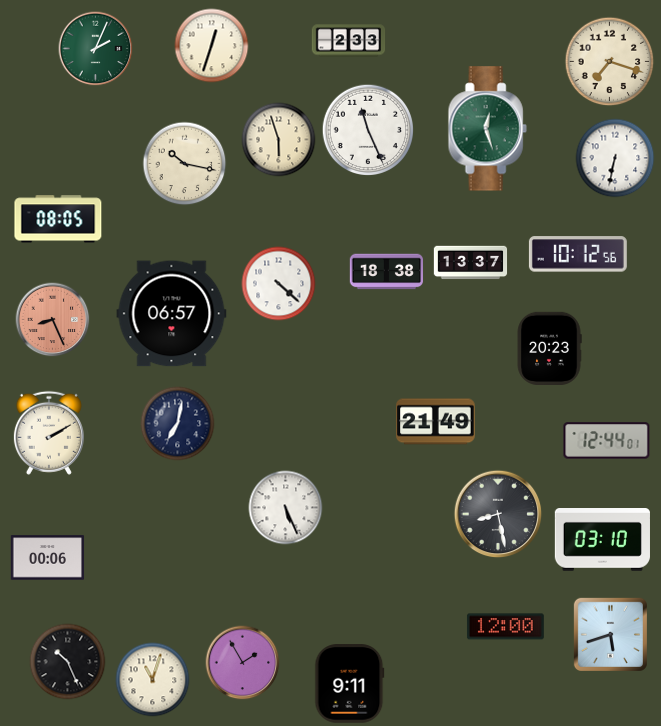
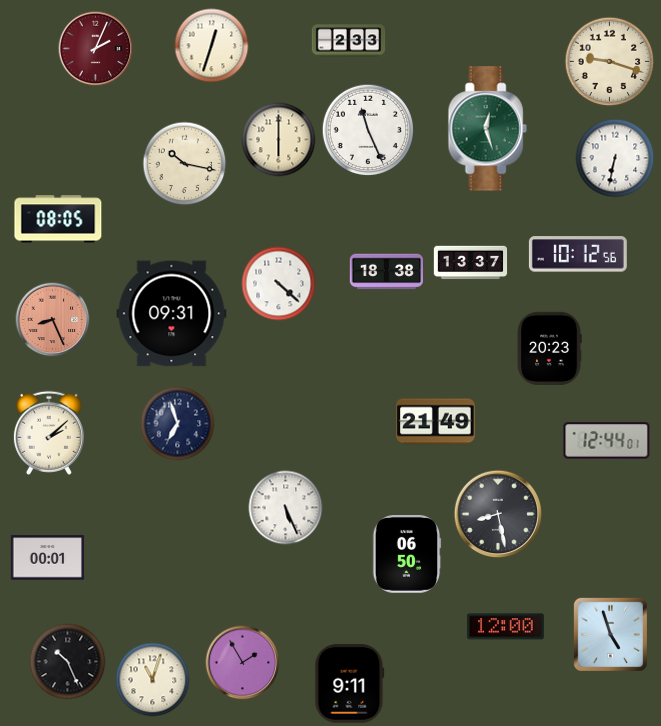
clock at (96, 49) dial: green -> burgundy
clock at (610, 62): 7:18 -> 9:18
clock at (279, 140): 5:57 -> 6:00
clock at (172, 314): 06:57 -> 09:31
clock at (178, 424): 7:02 -> 6:57
clock at (49, 433): 2:10 -> 2:08
clock at (602, 540): 03:10 -> none
clock at (407, 555): none -> 06:50
clock at (48, 558): 00:06 -> 00:01
clock at (610, 634): 5:42 -> 4:57
